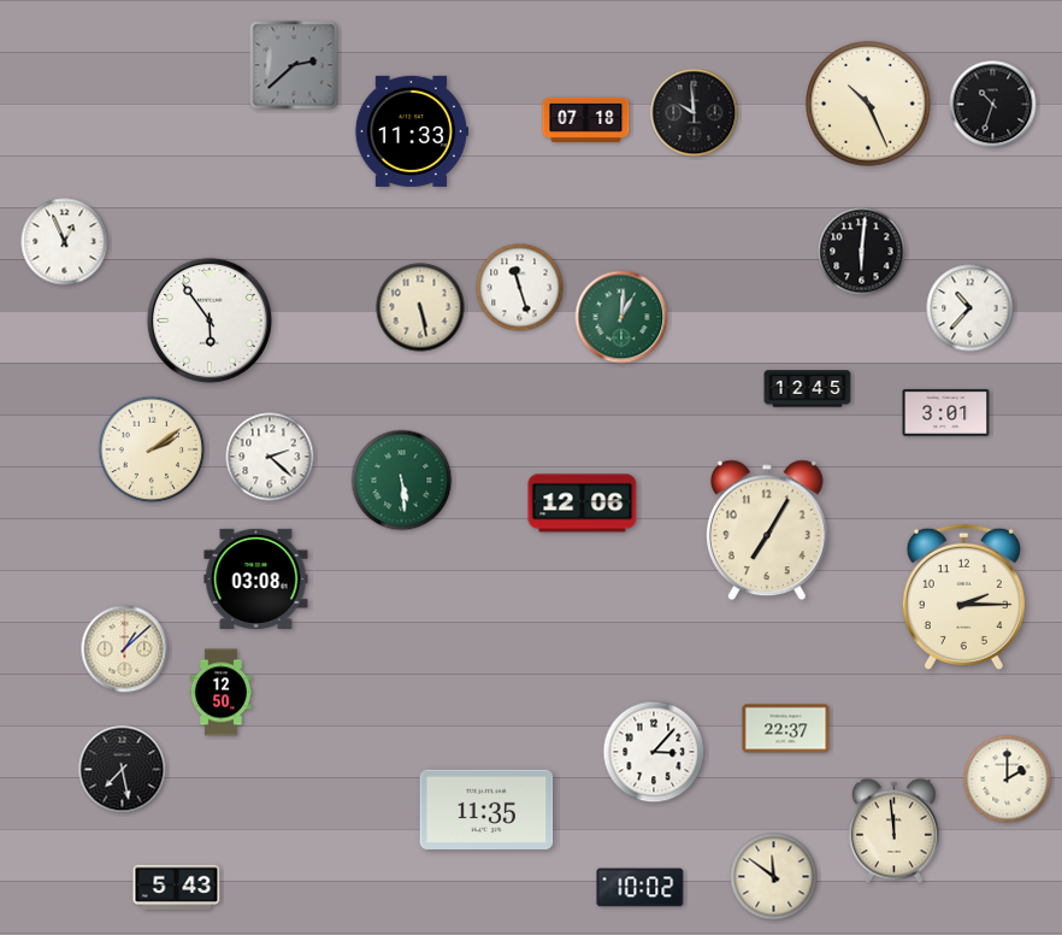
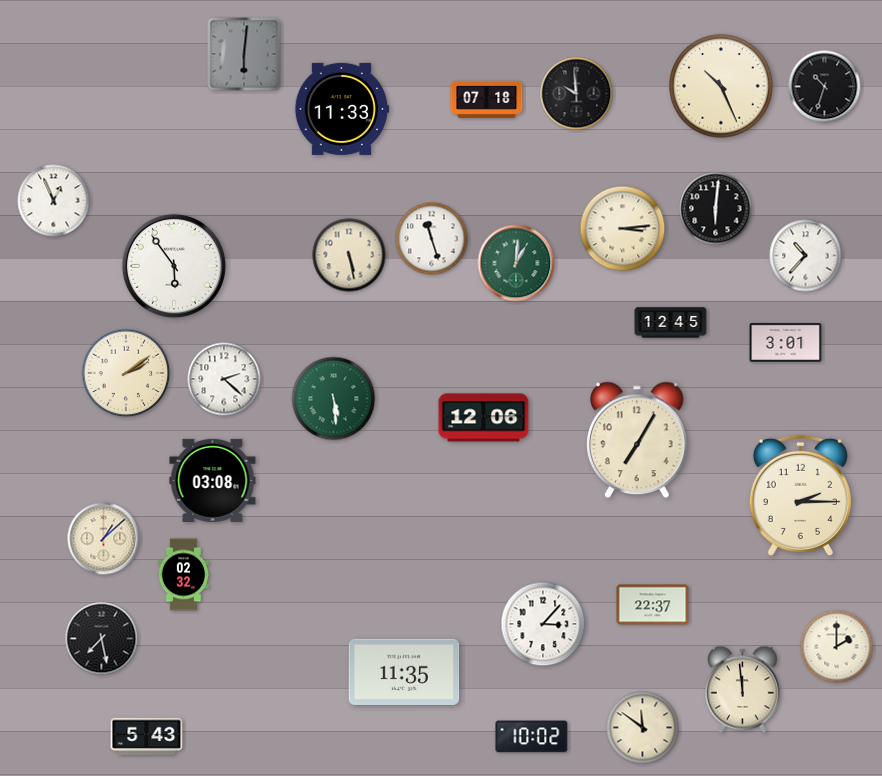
clock at (294, 65): 2:38 -> 6:01
clock at (623, 229): none -> 3:14
clock at (222, 693): 12:50 -> 02:32
